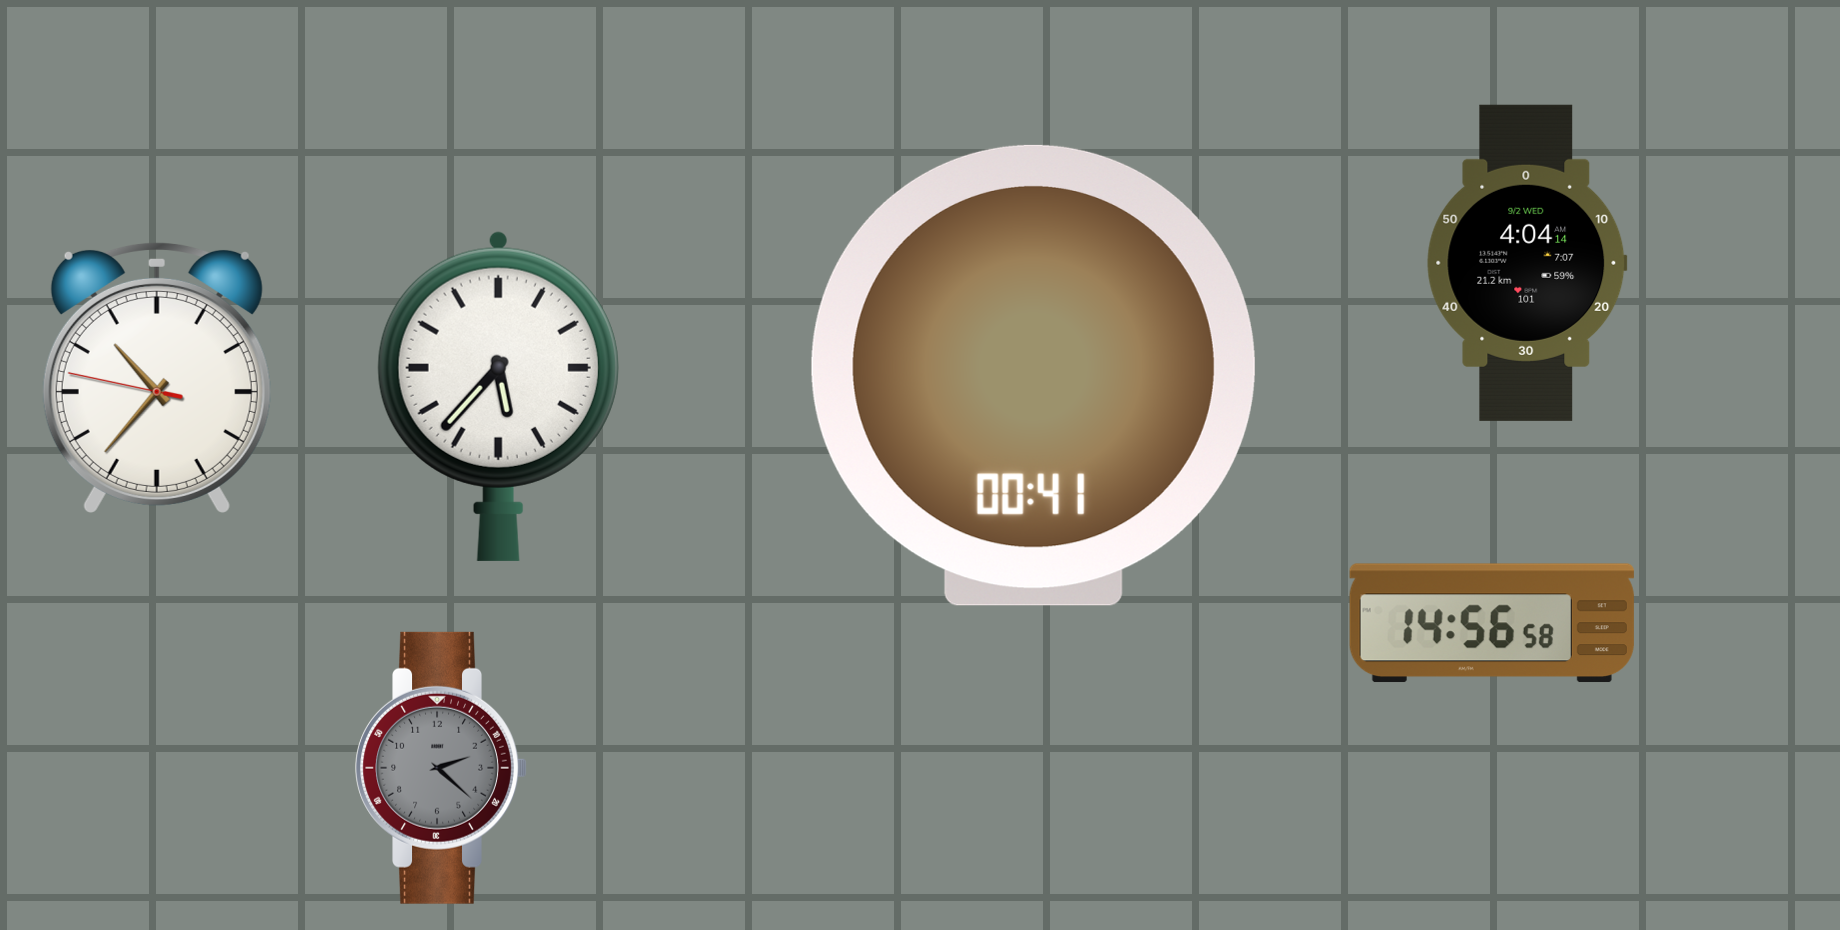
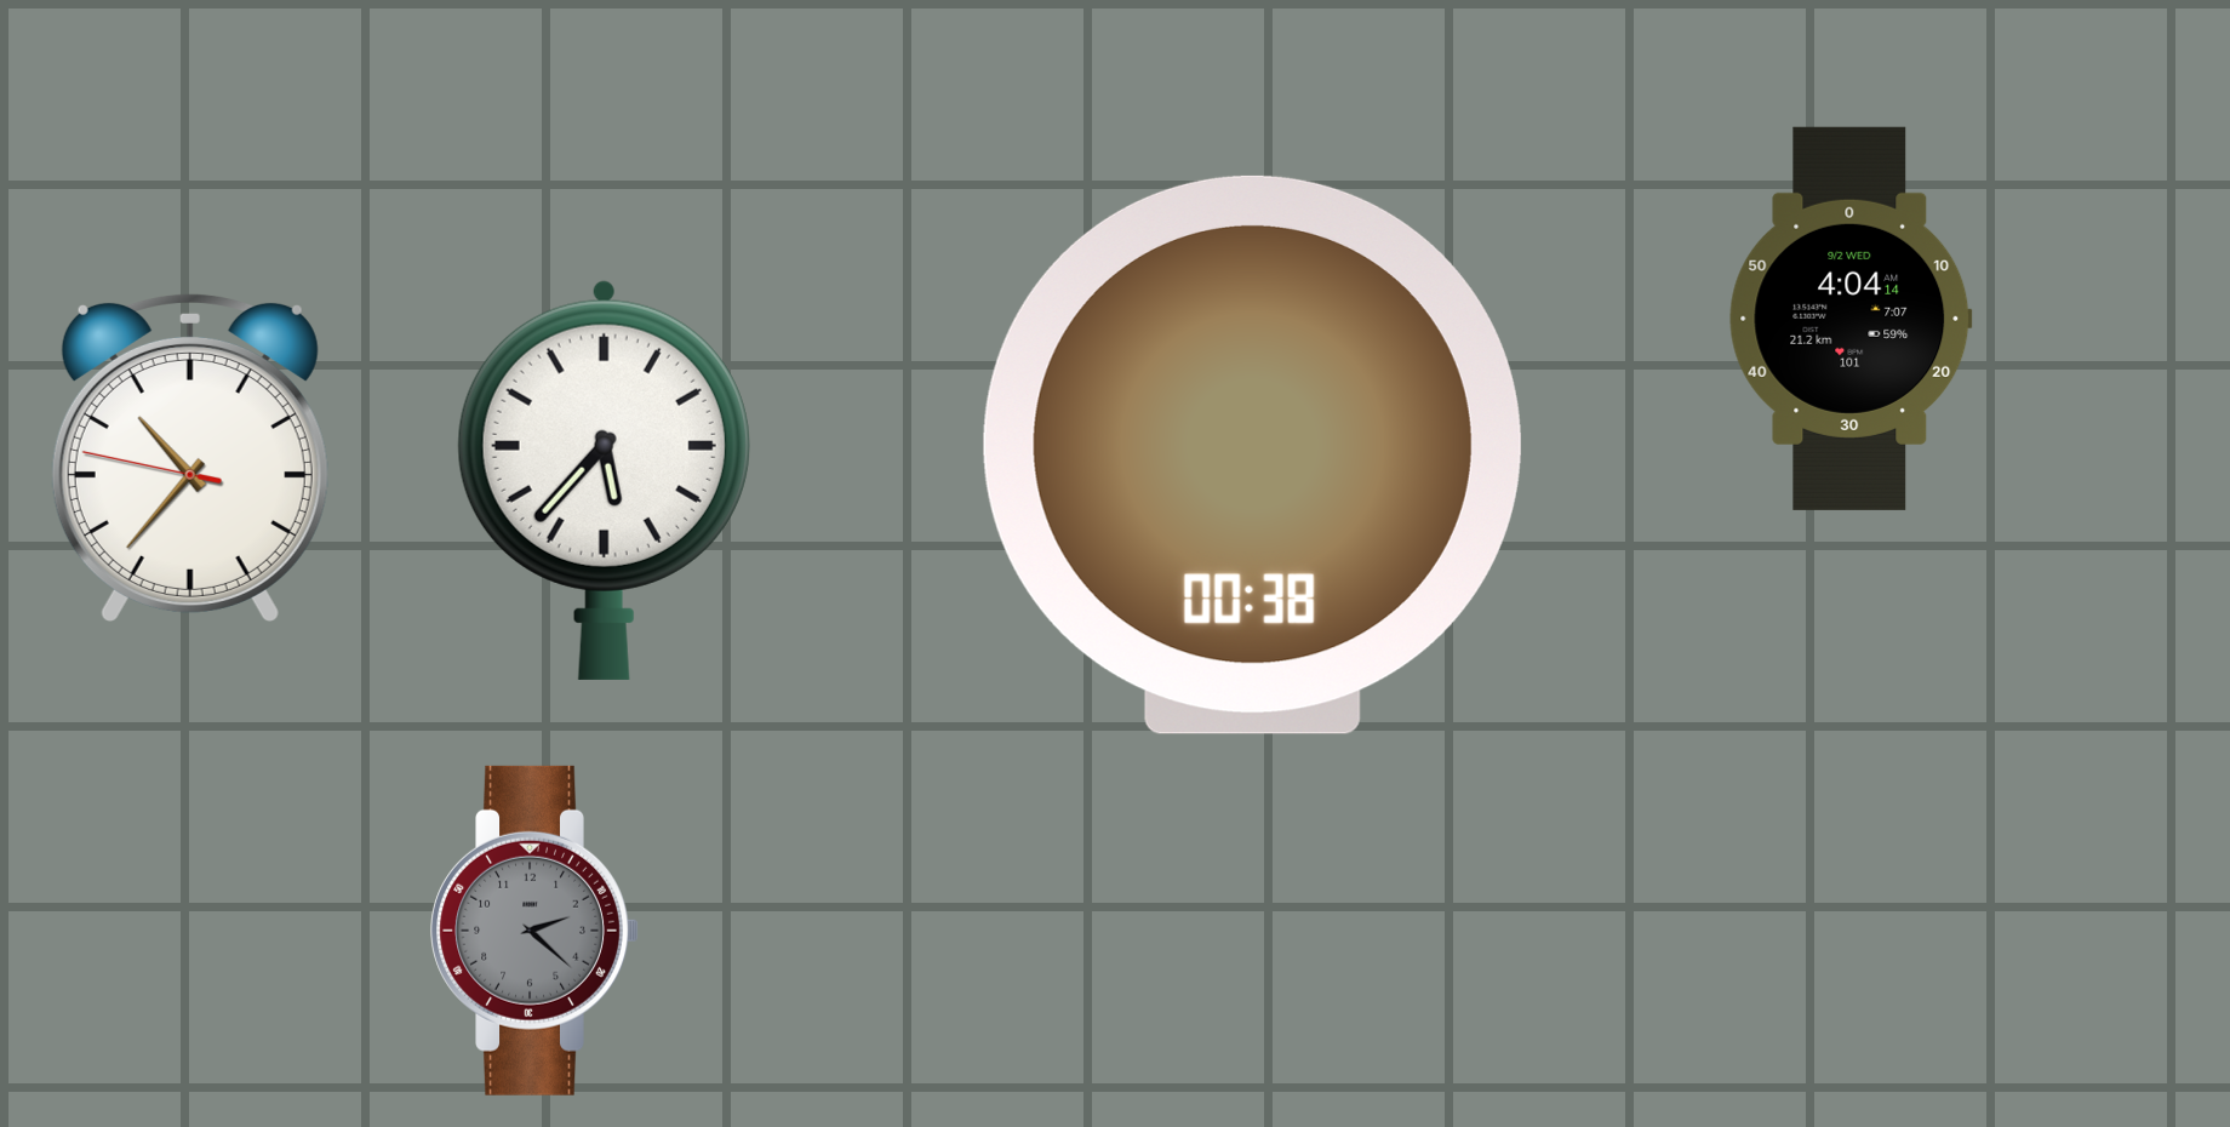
clock at (1033, 375): 00:41 -> 00:38
clock at (1492, 623): 14:56 -> none
